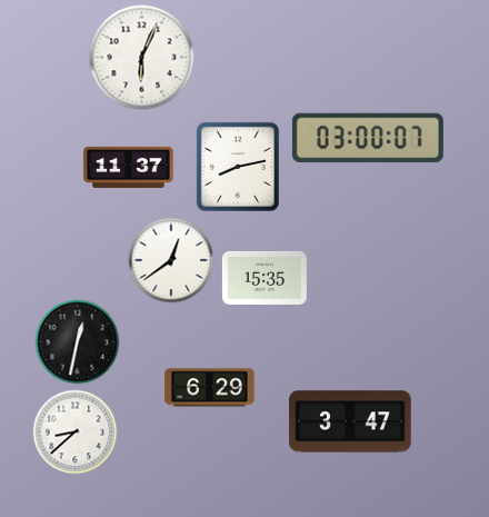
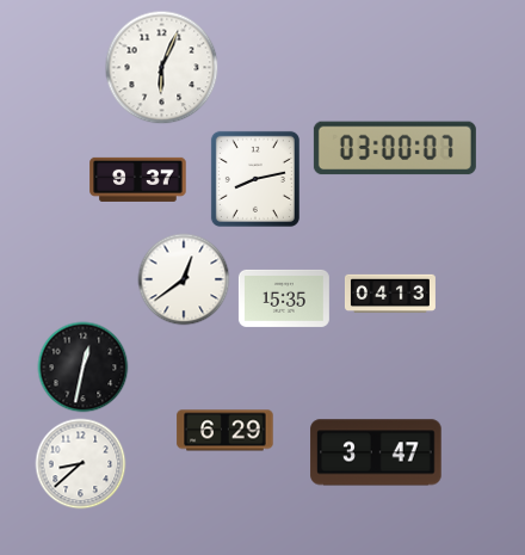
clock at (142, 58) position: (142, 58) -> (162, 68)
clock at (129, 167): 11:37 -> 9:37
clock at (390, 294): none -> 04:13
clock at (210, 388) position: (210, 388) -> (226, 431)
